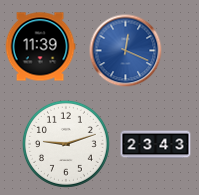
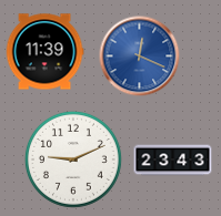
clock at (66, 144): 9:12 -> 9:11
